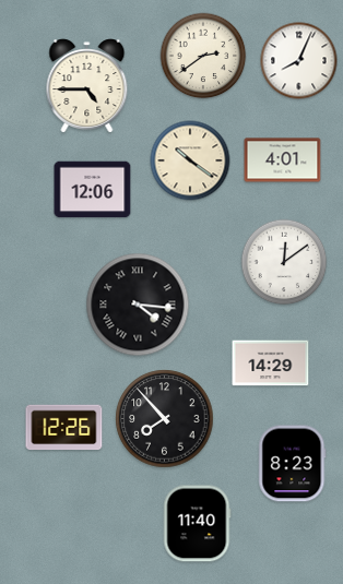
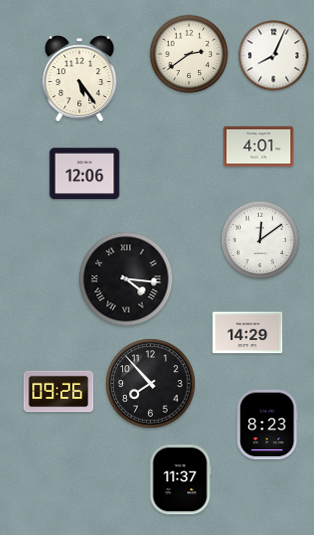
clock at (203, 56) position: (203, 56) -> (189, 54)
clock at (87, 86): 4:45 -> 5:24
clock at (190, 160): 10:21 -> none
clock at (64, 428): 12:26 -> 09:26
clock at (197, 524): 11:40 -> 11:37
